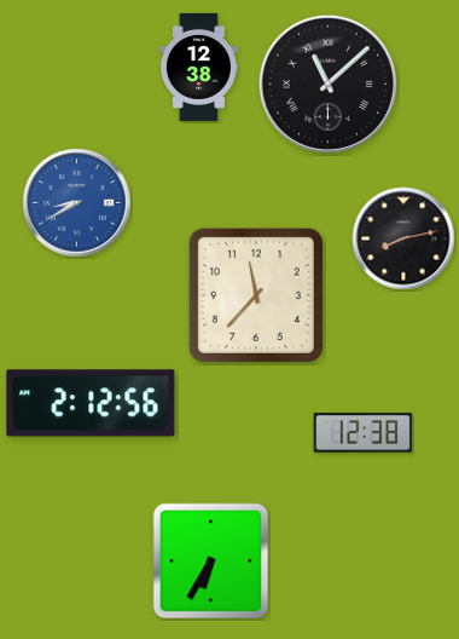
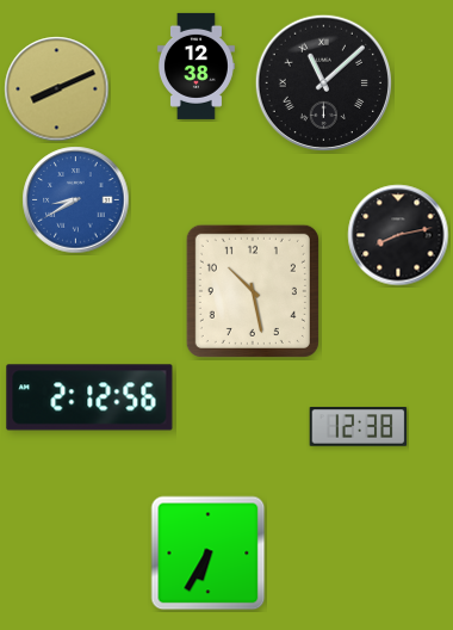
clock at (57, 89): none -> 8:11
clock at (256, 295): 11:37 -> 10:28
